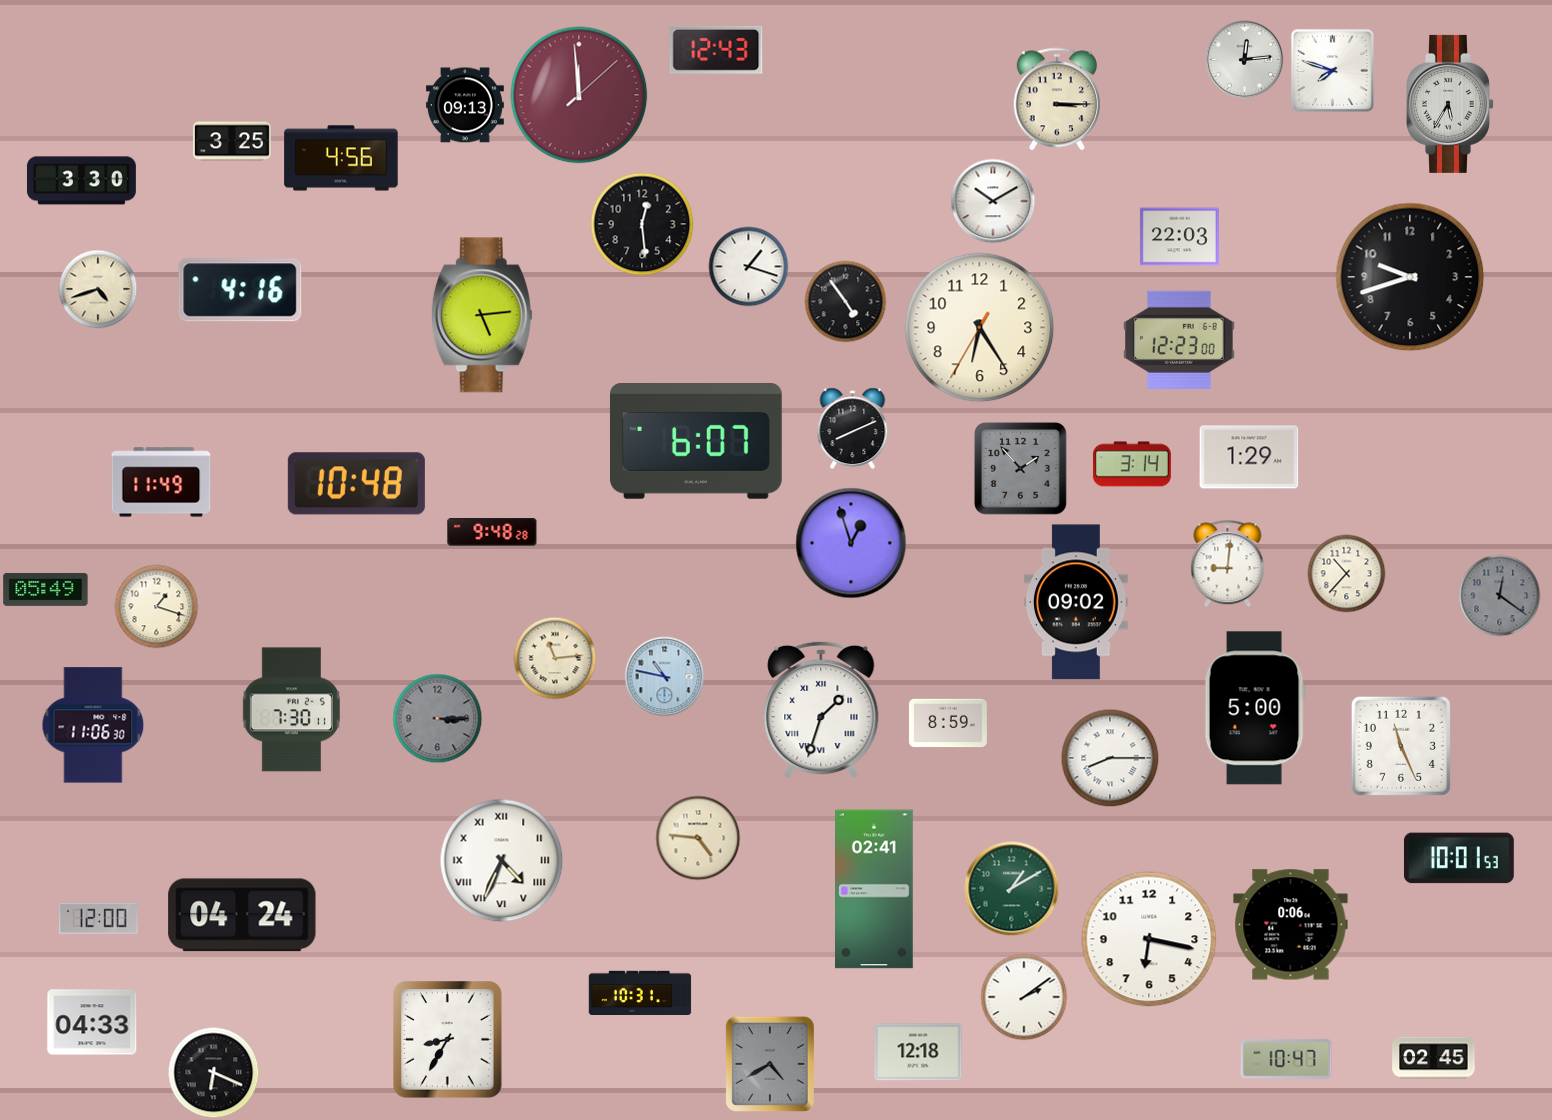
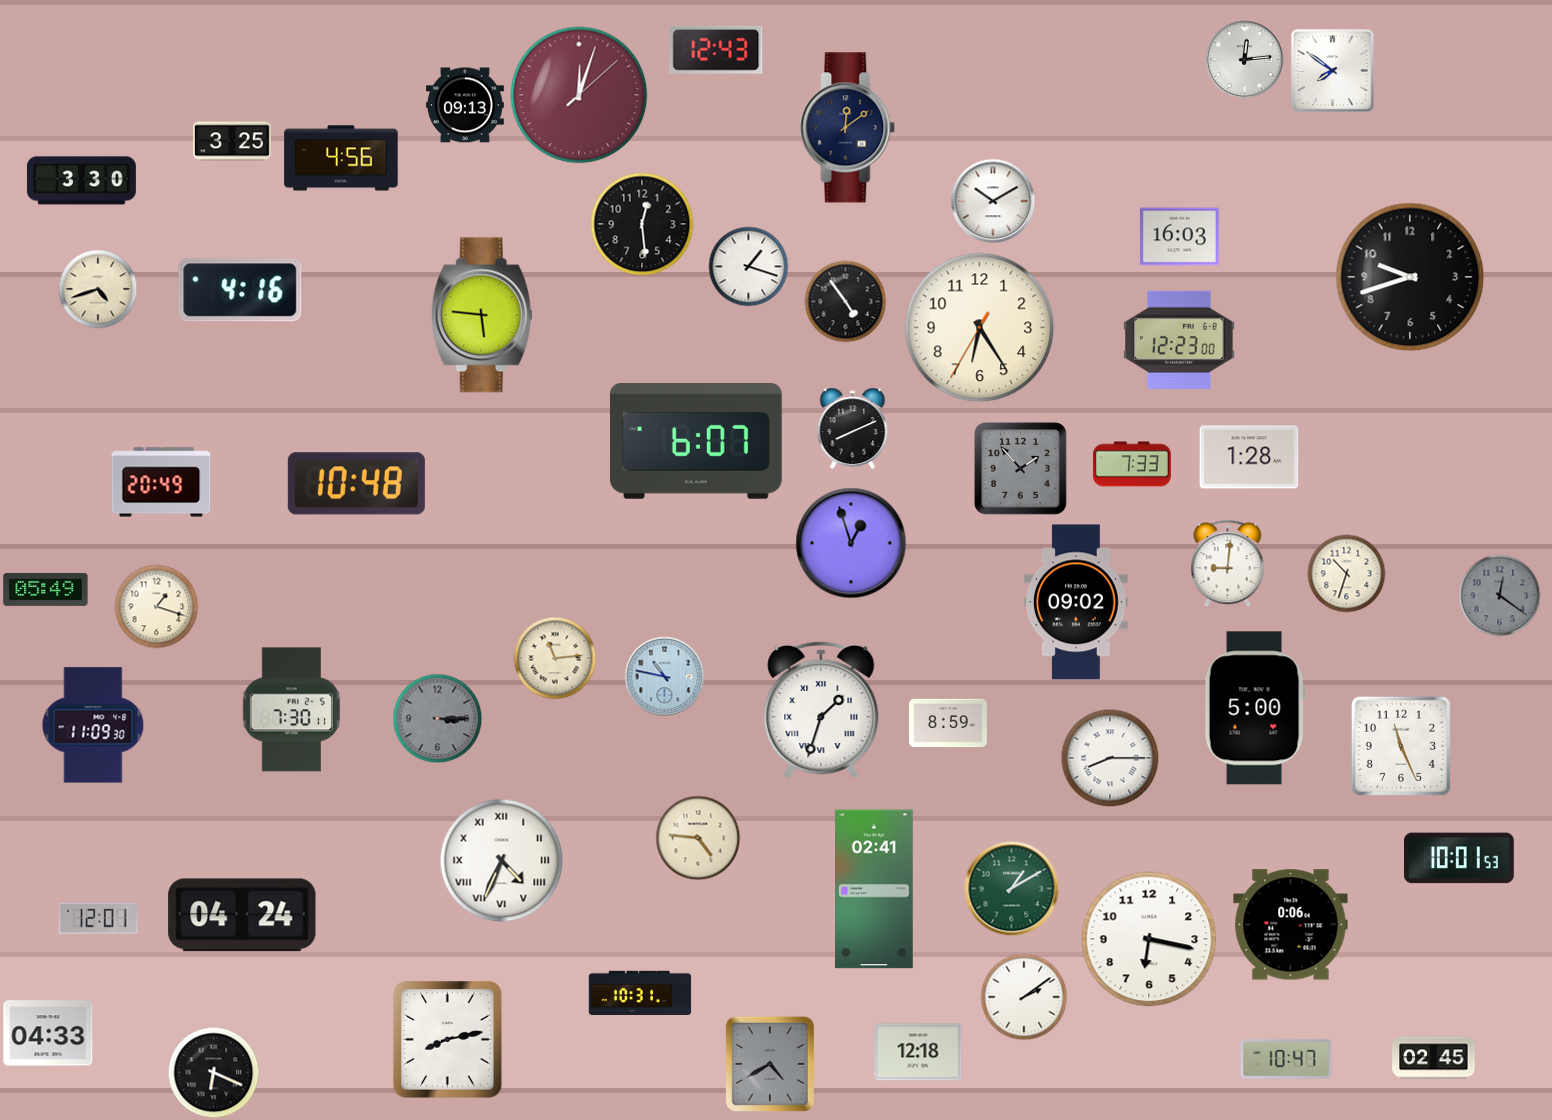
clock at (1332, 70): 7:48 -> 7:51
clock at (579, 95): 11:59 -> 12:03
clock at (1057, 99): 3:15 -> none
clock at (1451, 104): 5:35 -> none
clock at (848, 128): none -> 12:09
clock at (1179, 237): 22:03 -> 16:03
clock at (482, 315): 5:14 -> 5:46
clock at (1249, 457): 1:29 -> 1:28
clock at (1132, 464): 3:14 -> 7:33
clock at (161, 482): 11:49 -> 20:49
clock at (492, 532): 9:48 -> none
clock at (1347, 574): 10:37 -> 10:33
clock at (93, 725): 11:06 -> 11:09
clock at (98, 918): 12:00 -> 12:01
clock at (92, 1022) position: (92, 1022) -> (48, 1033)
clock at (448, 1040): 8:35 -> 8:13
